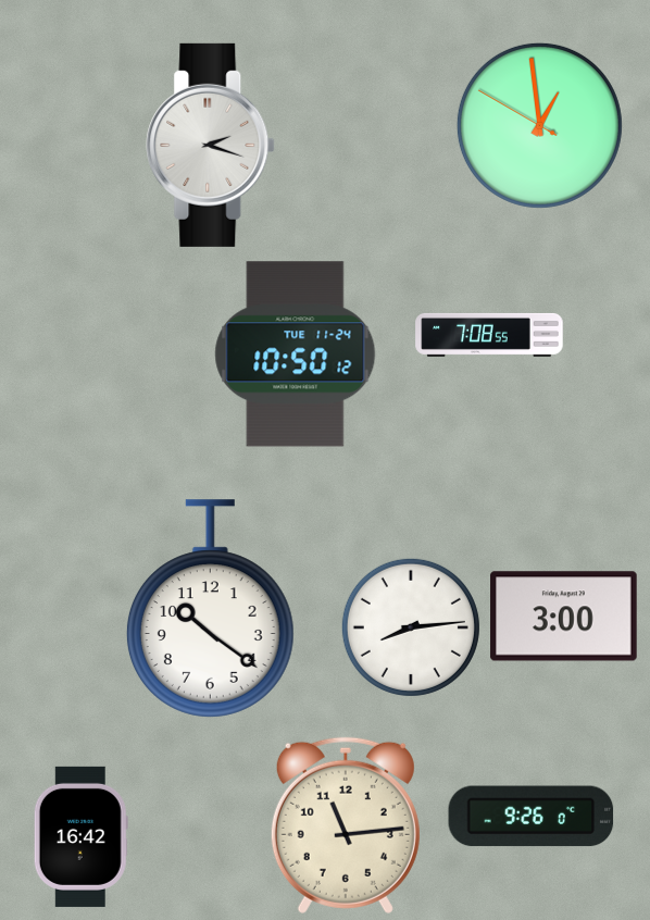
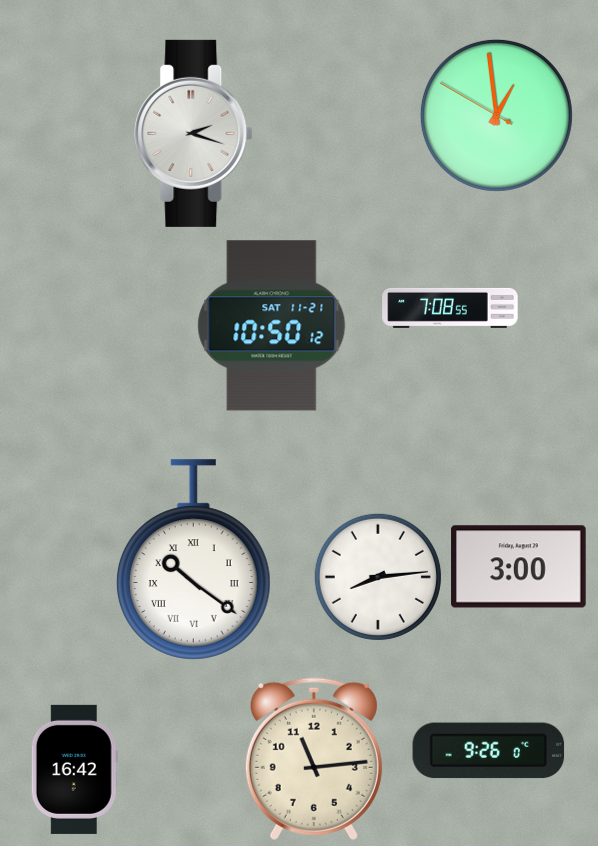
clock at (296, 355) date: TUE 11-24 -> SAT 11-21
clock at (210, 609) numerals: Arabic -> Roman
clock at (346, 825) position: (346, 825) -> (314, 759)
